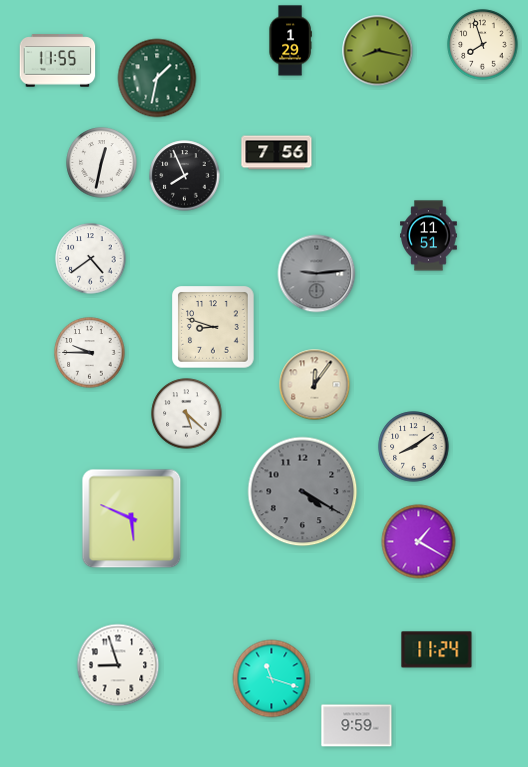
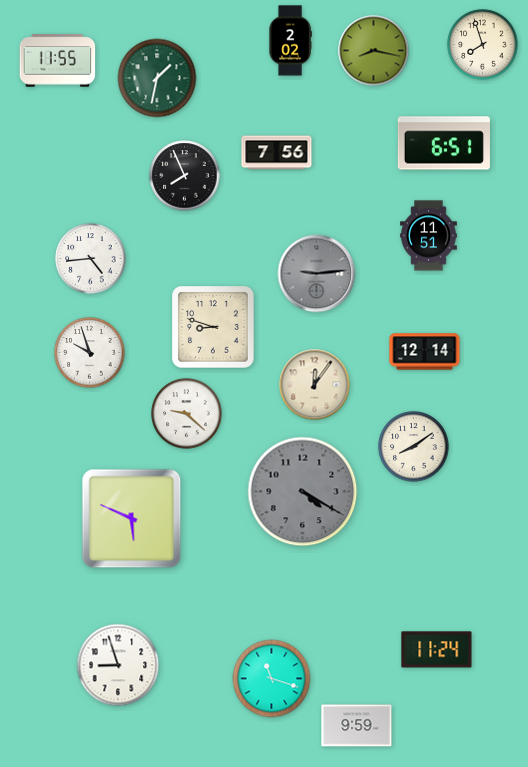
clock at (290, 41): 1:29 -> 2:02
clock at (378, 51) position: (378, 51) -> (374, 51)
clock at (444, 143): none -> 6:51
clock at (102, 163): 12:32 -> none
clock at (91, 259): 4:39 -> 4:44
clock at (425, 352): none -> 12:14
clock at (90, 353): 9:45 -> 9:57
clock at (187, 414): 5:22 -> 9:22
clock at (419, 542): 1:20 -> none
